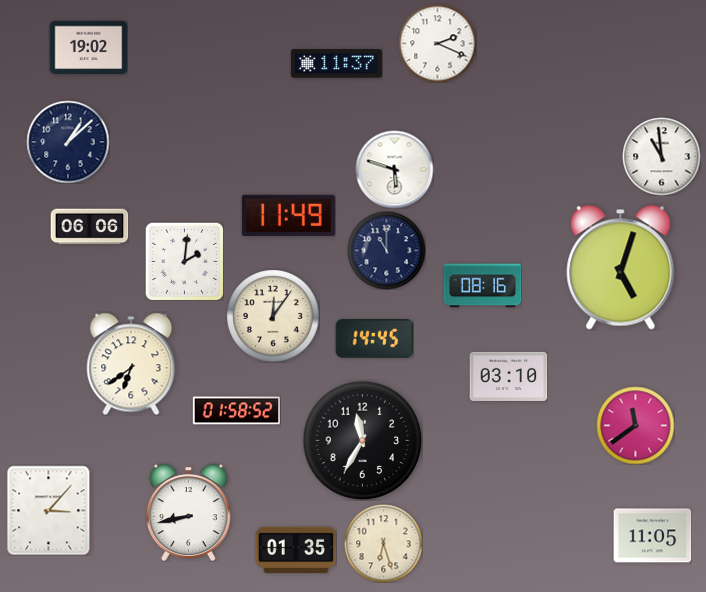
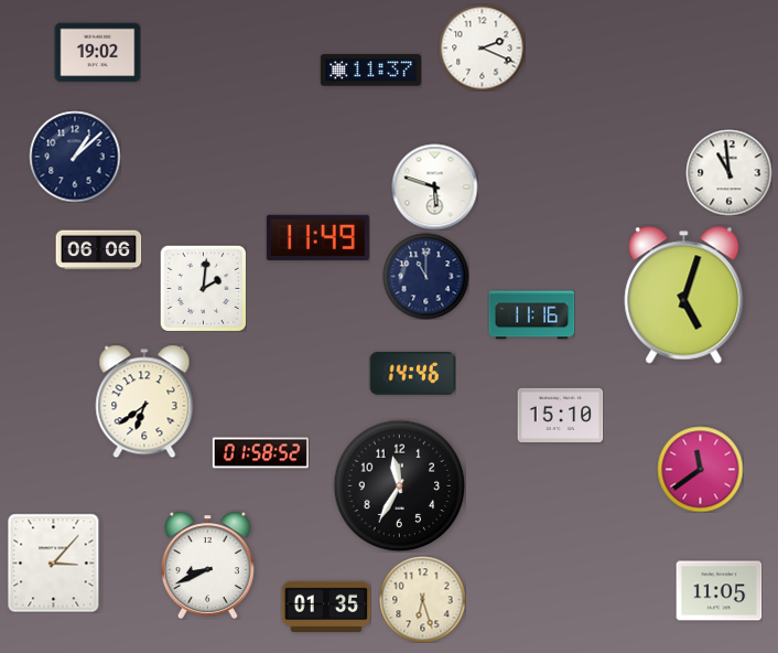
clock at (482, 286): 08:16 -> 11:16
clock at (273, 316): 12:06 -> none
clock at (374, 339): 14:45 -> 14:46
clock at (508, 376): 03:10 -> 15:10
clock at (188, 512): 8:43 -> 8:41
